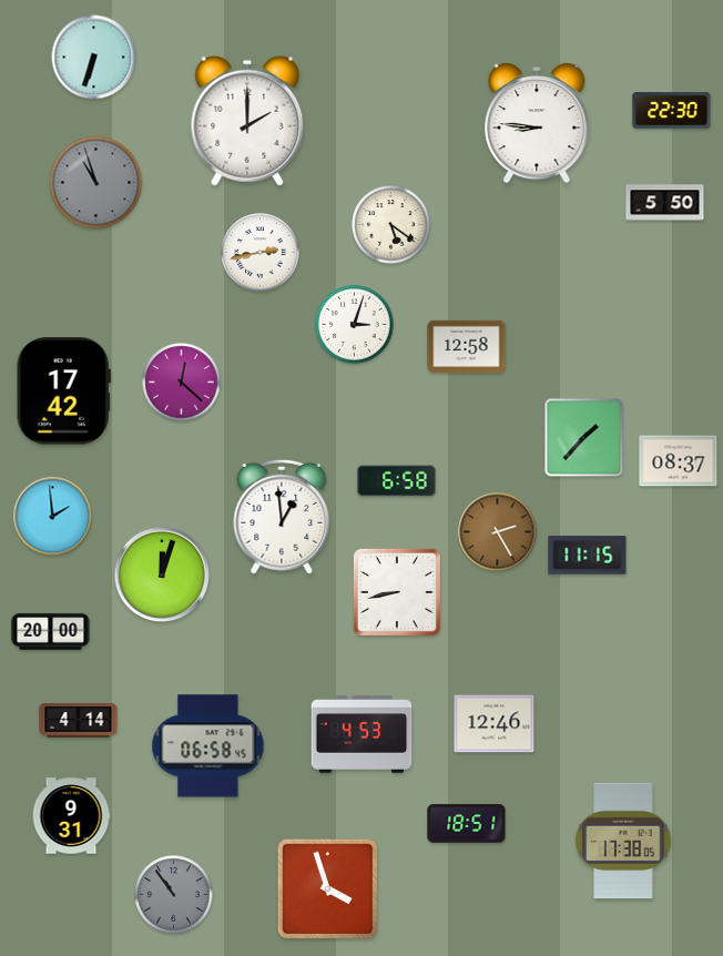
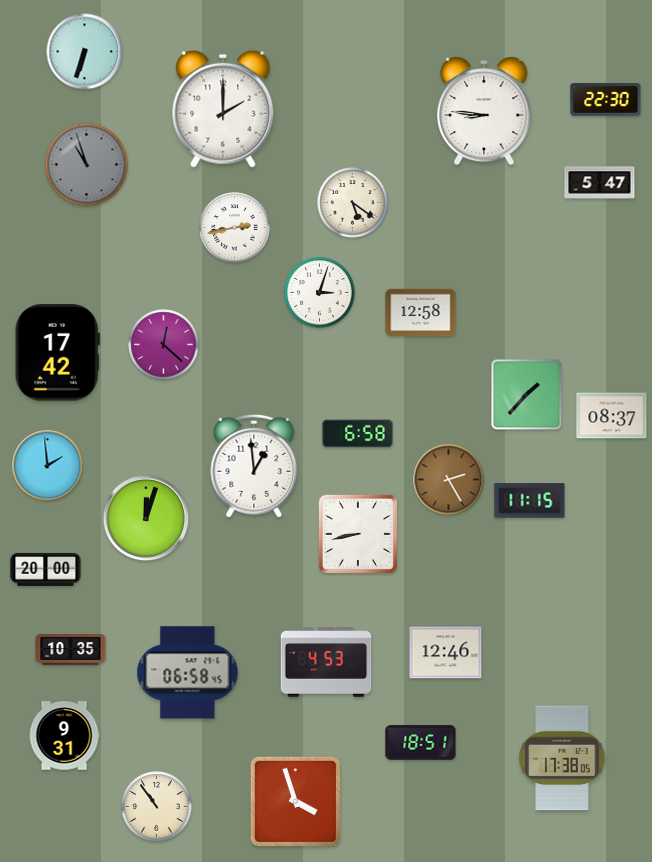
clock at (665, 203): 5:50 -> 5:47
clock at (79, 721): 4:14 -> 10:35
clock at (174, 895) dial: grey -> cream
